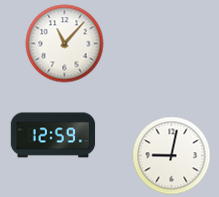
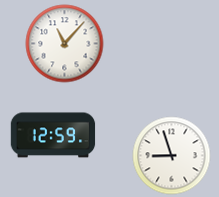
clock at (171, 155): 9:02 -> 8:57
